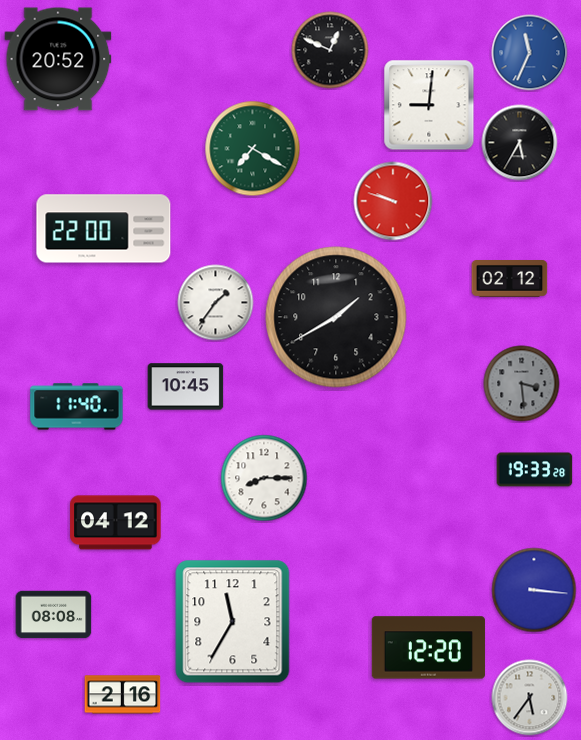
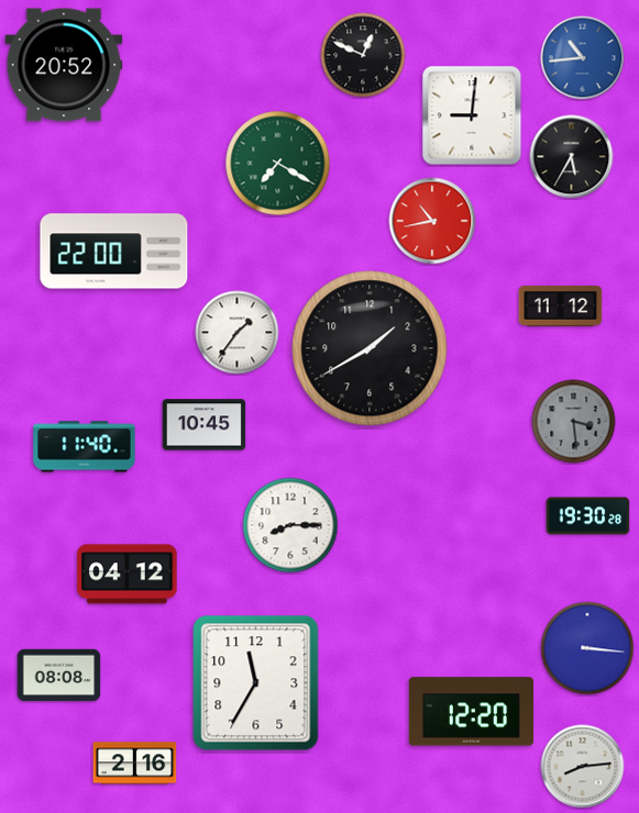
clock at (530, 53): 11:34 -> 10:44
clock at (393, 201): 9:48 -> 10:43
clock at (510, 279): 02:12 -> 11:12
clock at (535, 470): 19:33 -> 19:30
clock at (530, 698): 5:36 -> 8:14
